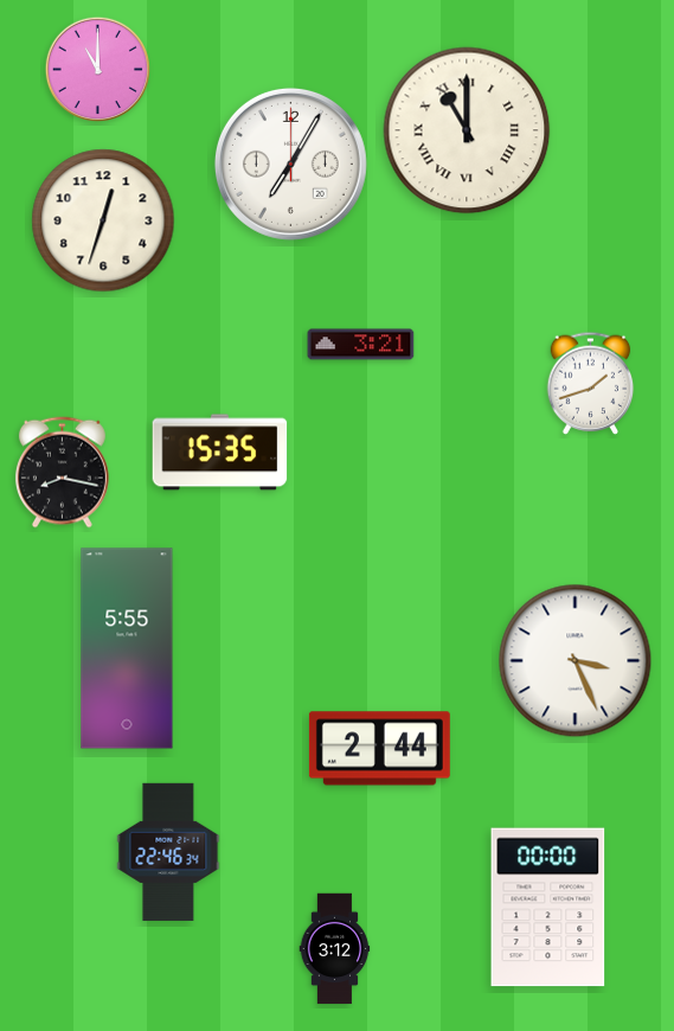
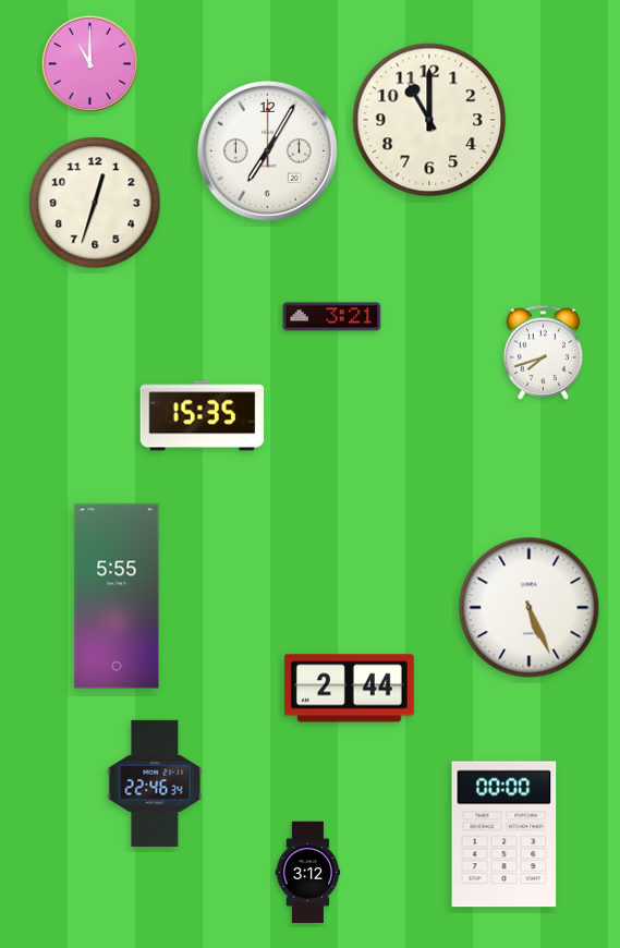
clock at (467, 130) numerals: Roman -> Arabic
clock at (591, 383): 1:42 -> 7:42
clock at (62, 473): 8:17 -> none
clock at (576, 661): 3:26 -> 5:26
